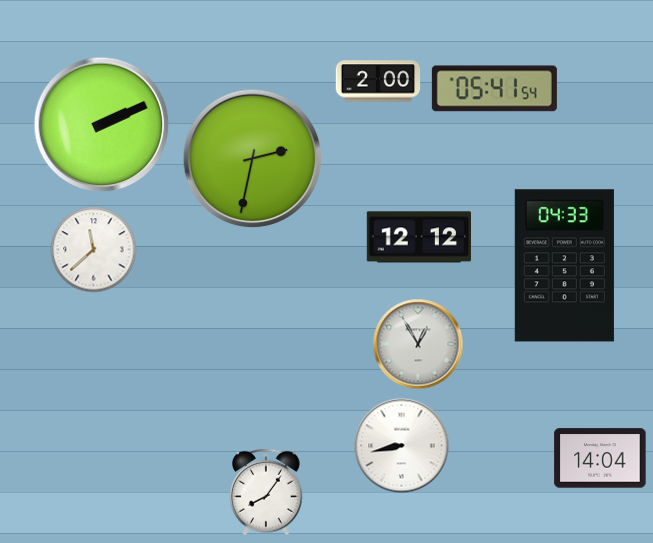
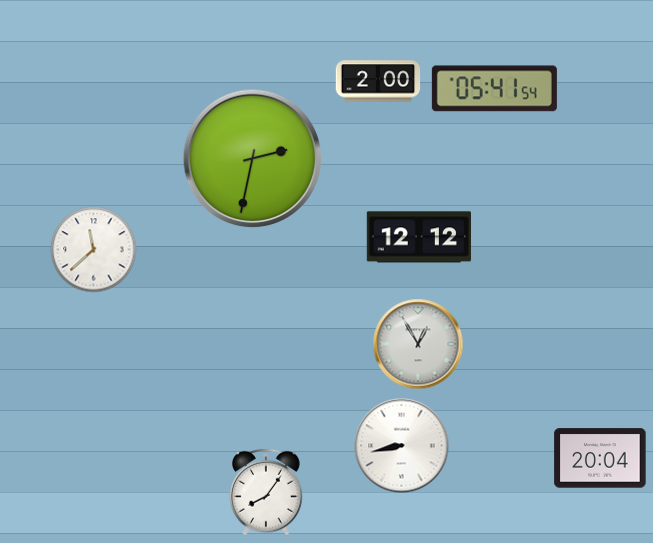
clock at (102, 125): 2:11 -> none
clock at (564, 266): 04:33 -> none
clock at (600, 458): 14:04 -> 20:04
